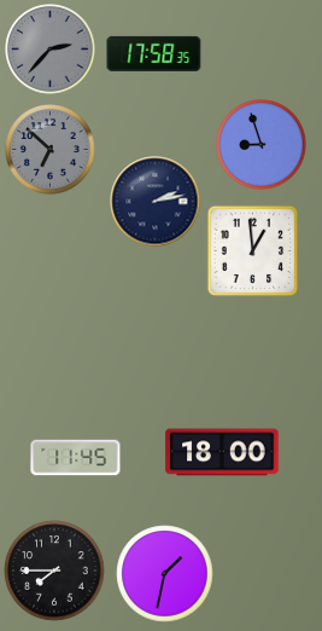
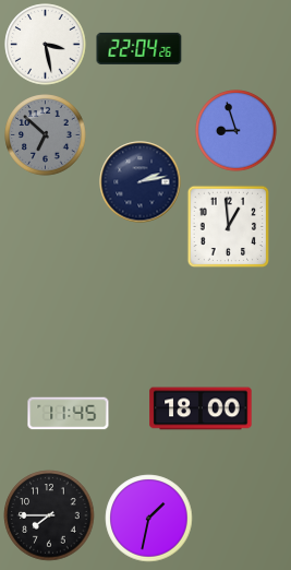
clock at (51, 50): 2:37 -> 3:28
clock at (51, 50) dial: grey -> white
clock at (154, 53): 17:58 -> 22:04
